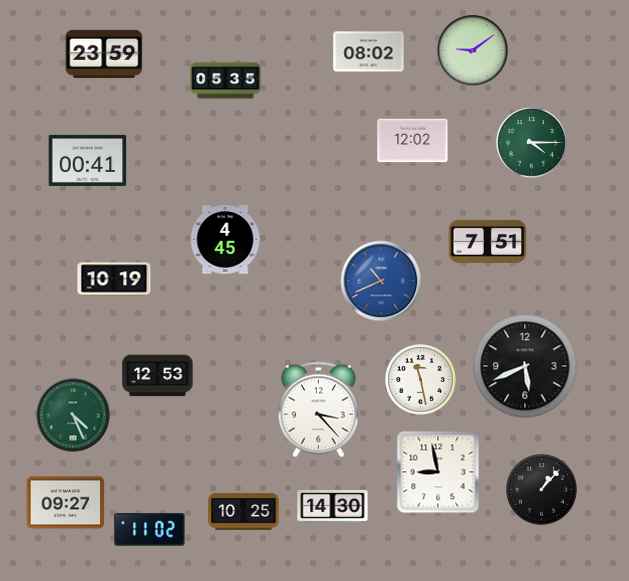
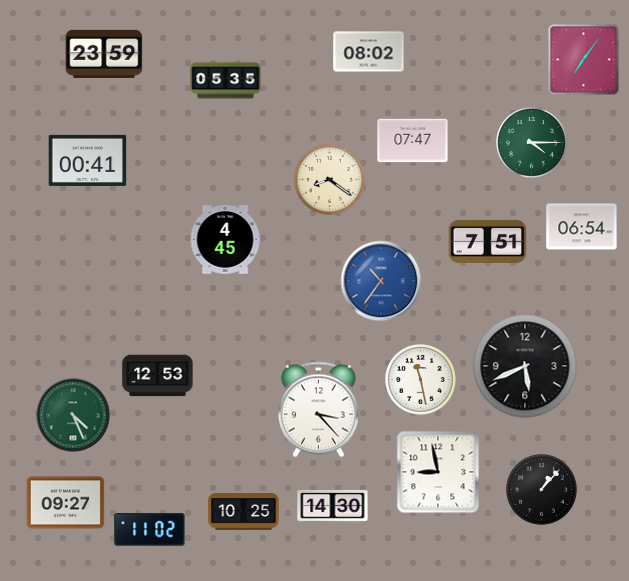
clock at (473, 51): 9:09 -> none
clock at (584, 60): none -> 7:06
clock at (413, 141): 12:02 -> 07:47
clock at (330, 180): none -> 8:21
clock at (582, 227): none -> 06:54
clock at (114, 279): 10:19 -> none
clock at (381, 281): 10:41 -> 10:36
